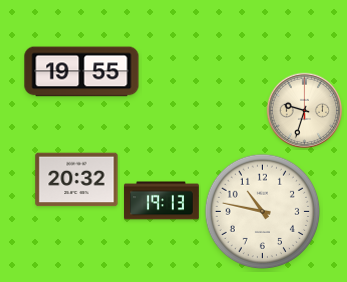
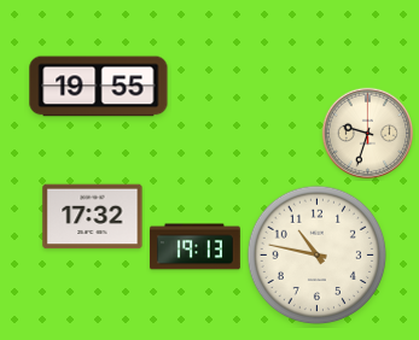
clock at (77, 180): 20:32 -> 17:32
clock at (161, 201) position: (161, 201) -> (194, 247)
